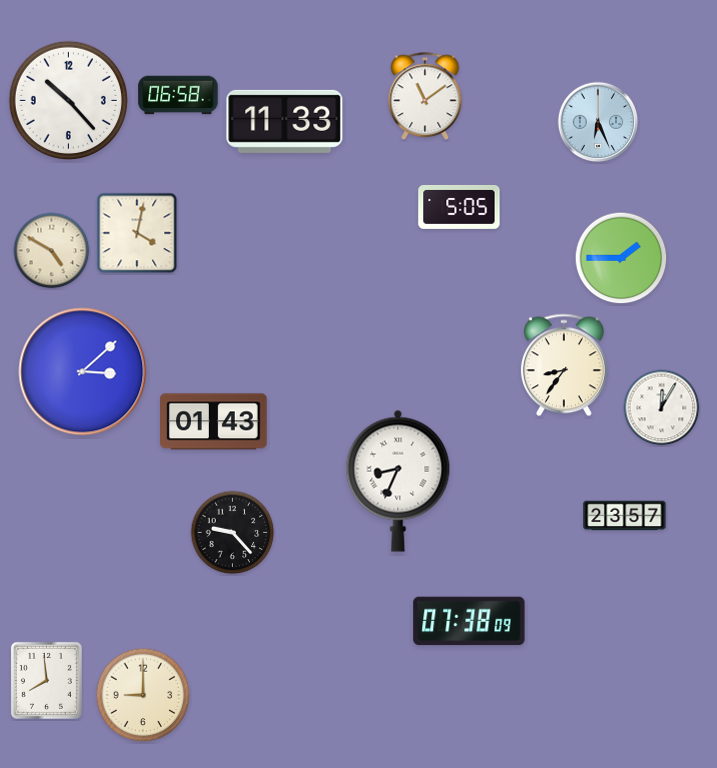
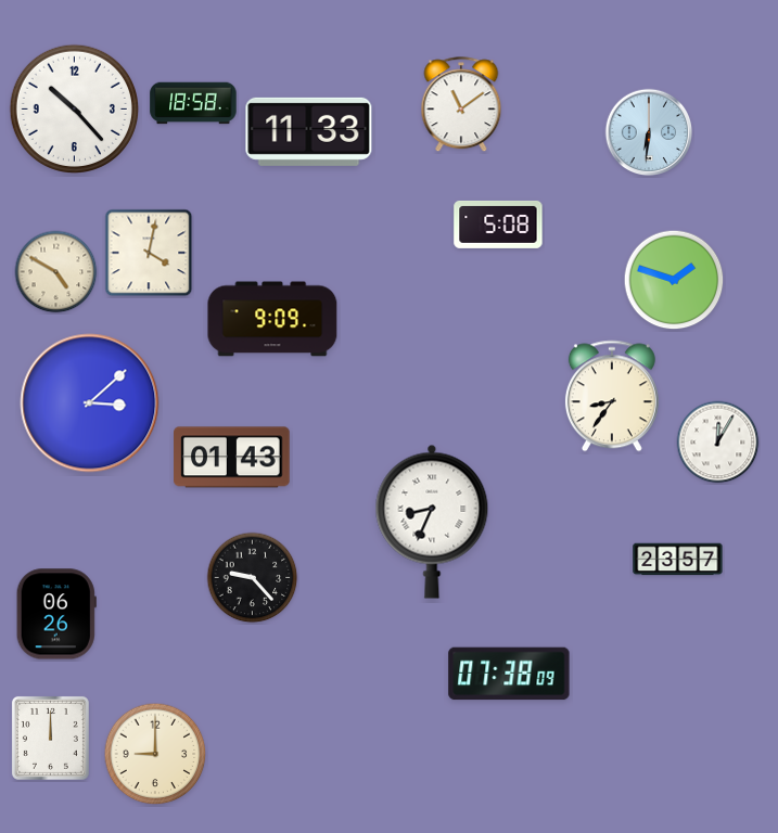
clock at (178, 95): 06:58 -> 18:58
clock at (598, 122): 6:26 -> 6:31
clock at (459, 207): 5:05 -> 5:08
clock at (621, 258): 1:45 -> 1:48
clock at (272, 319): none -> 9:09
clock at (56, 614): none -> 06:26
clock at (46, 680): 7:59 -> 12:00
